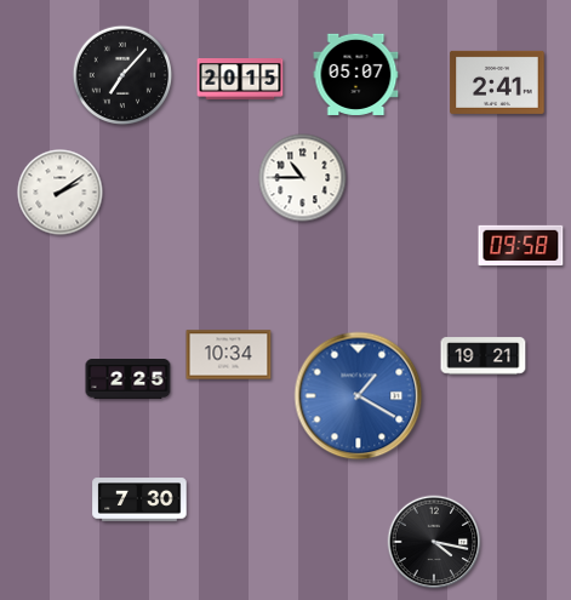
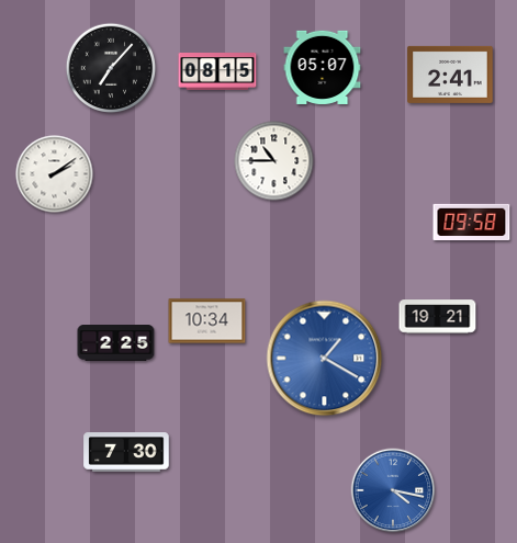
clock at (240, 80): 20:15 -> 08:15
clock at (484, 356) position: (484, 356) -> (438, 317)
clock at (434, 542) dial: black -> blue
